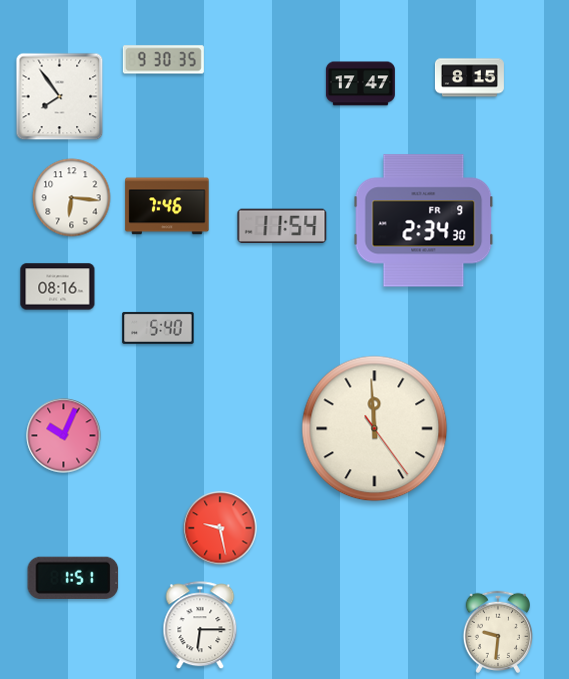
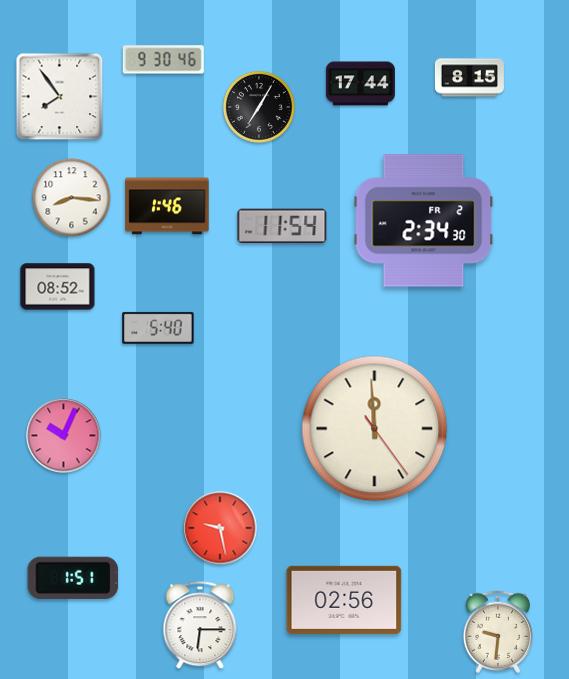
clock at (163, 60): 9:30:35 -> 9:30:46
clock at (360, 84): 17:47 -> 17:44
clock at (259, 107): none -> 7:05
clock at (72, 198): 6:16 -> 8:16
clock at (167, 206): 7:46 -> 1:46
clock at (424, 221) date: FR 9 -> FR 2
clock at (58, 287): 08:16 -> 08:52
clock at (344, 600): none -> 02:56
